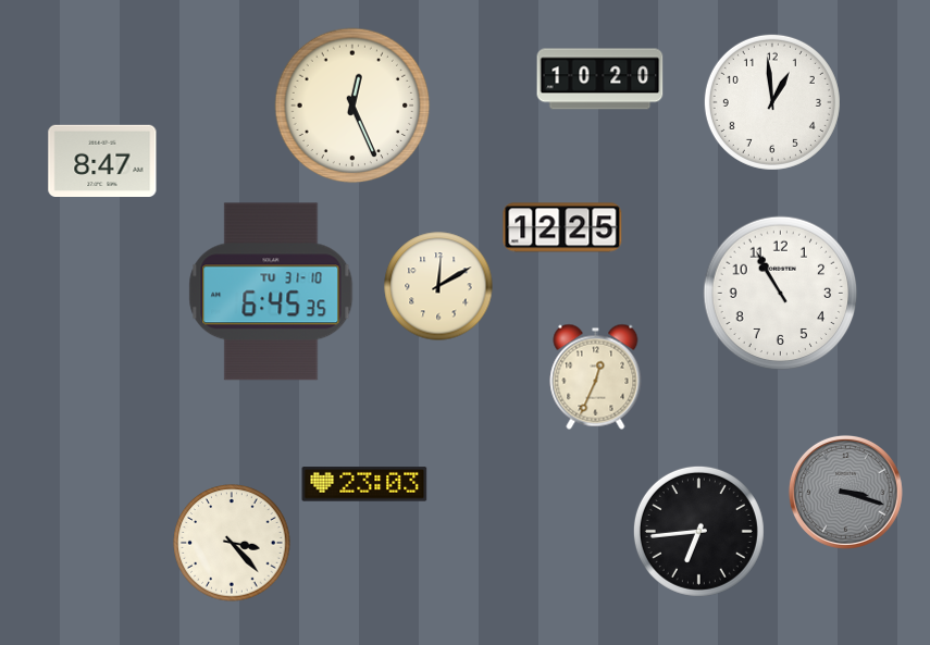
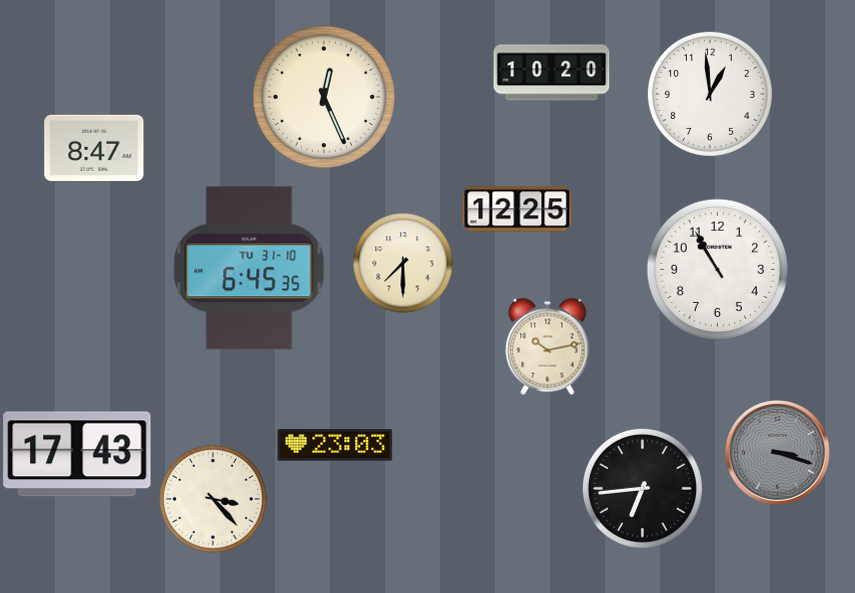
clock at (438, 286): 12:10 -> 7:30
clock at (596, 376): 12:34 -> 10:13
clock at (77, 454): none -> 17:43
